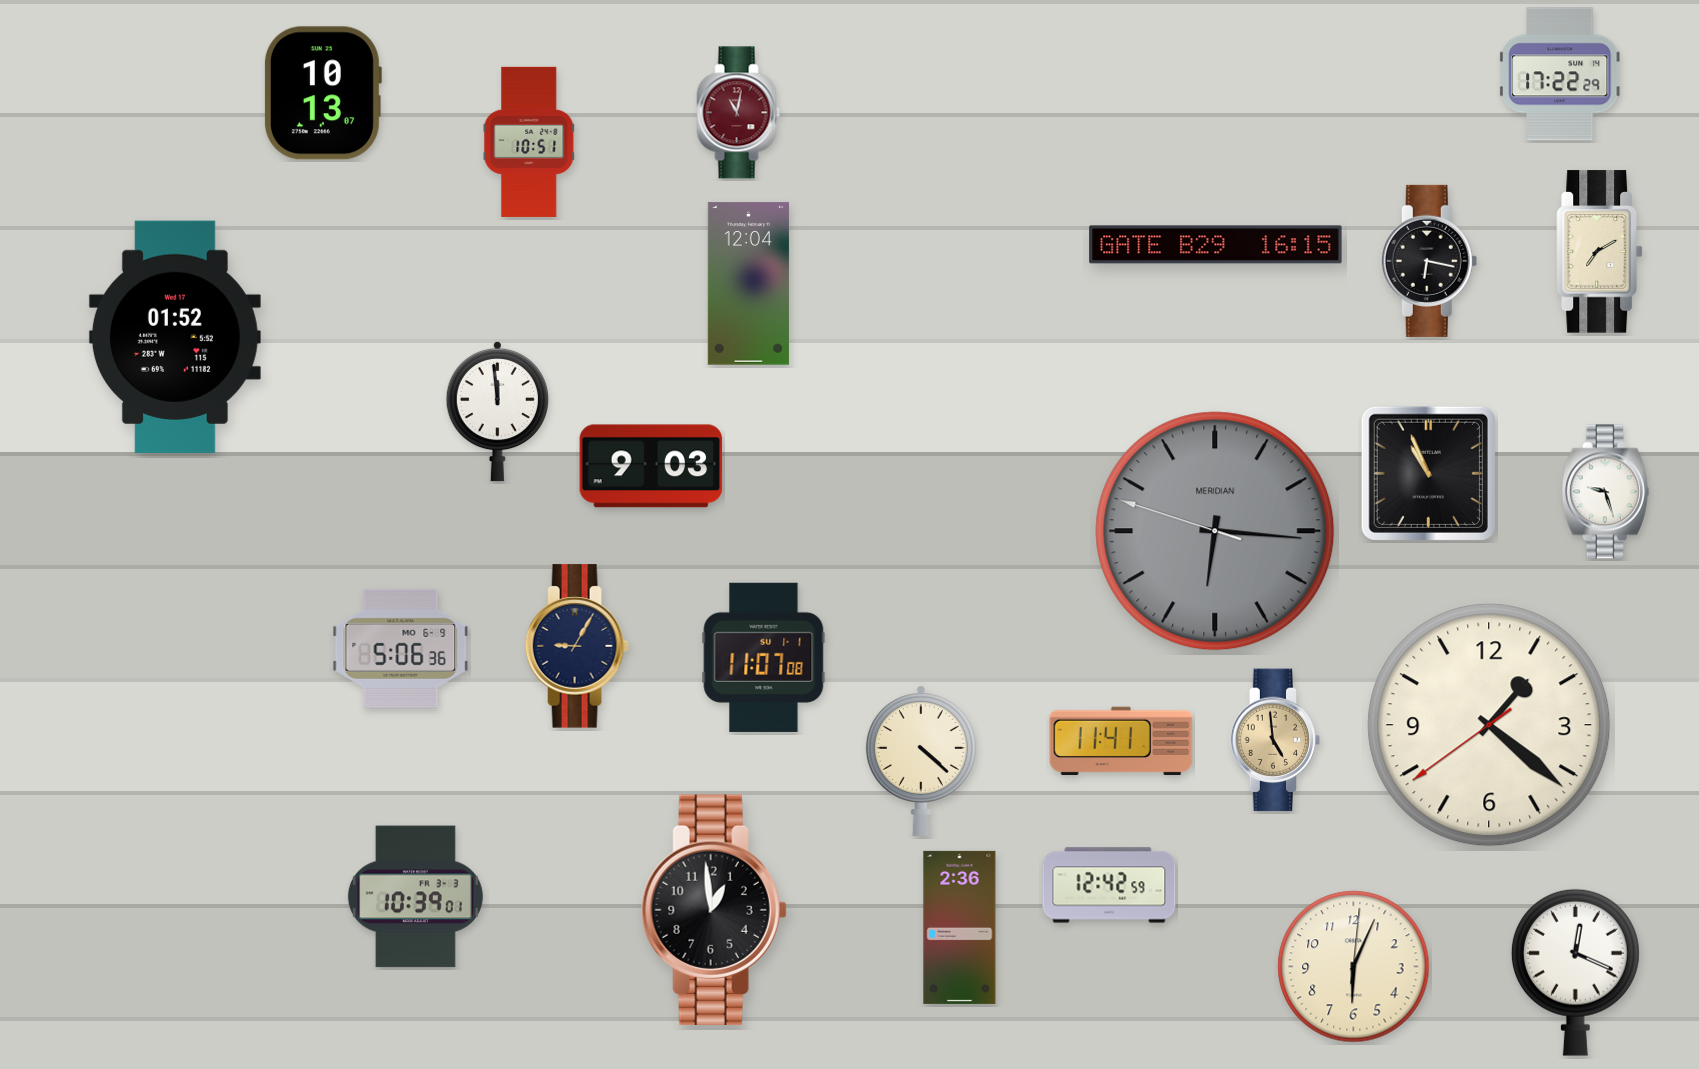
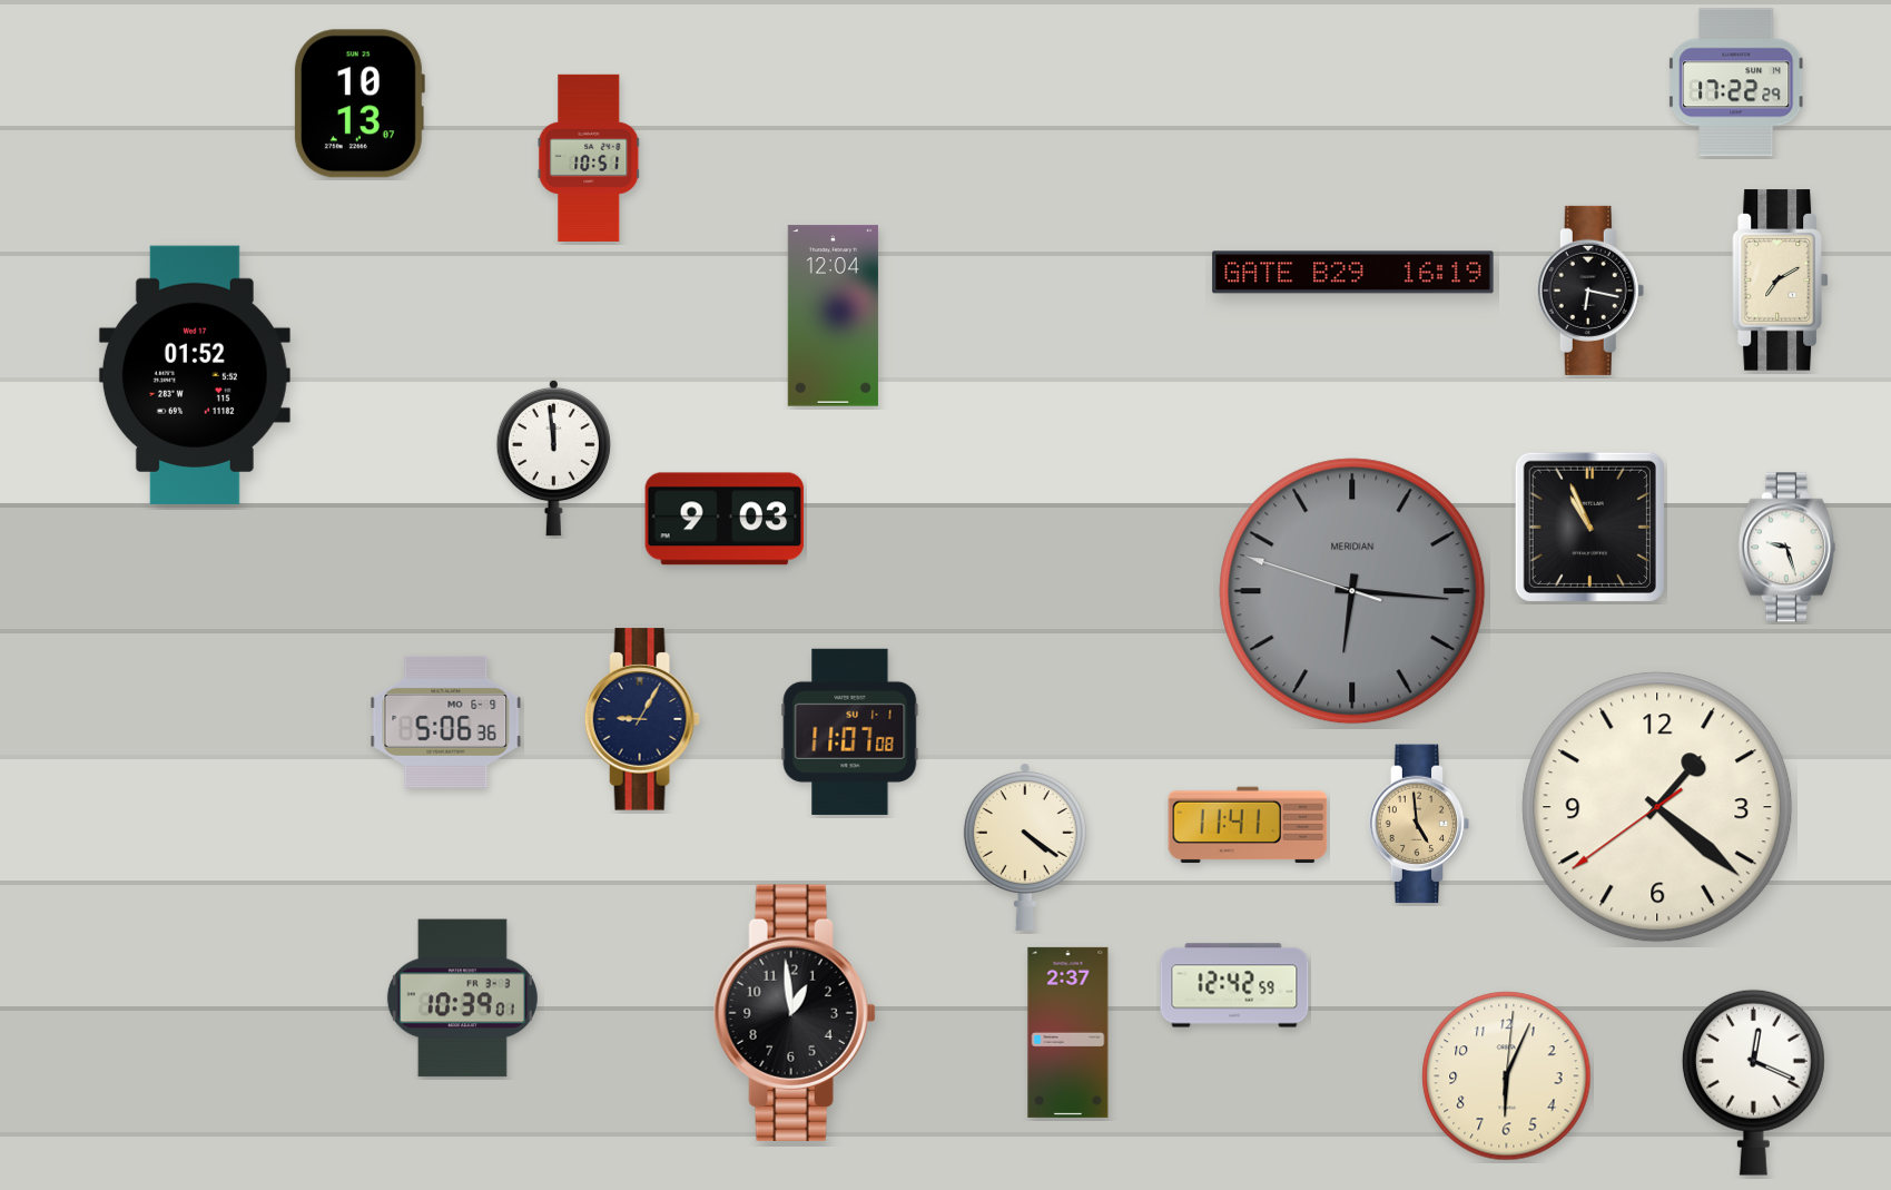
clock at (739, 113): 11:02 -> none
clock at (1216, 245): 16:15 -> 16:19
clock at (921, 761): 4:22 -> 4:21
clock at (960, 927): 2:36 -> 2:37
